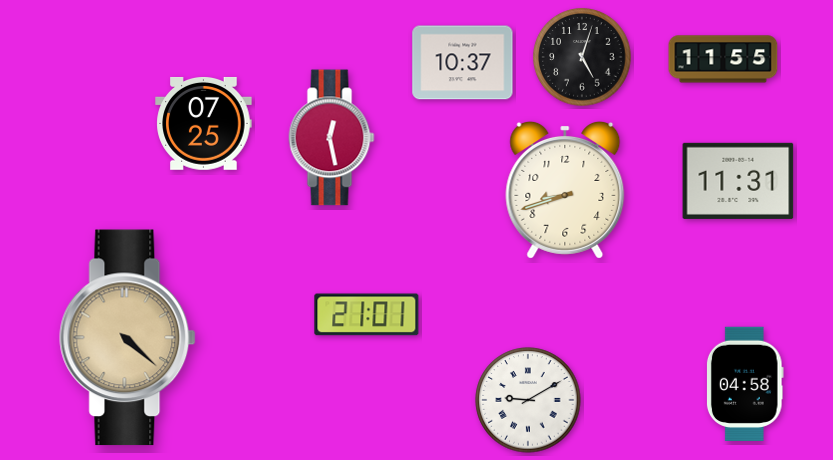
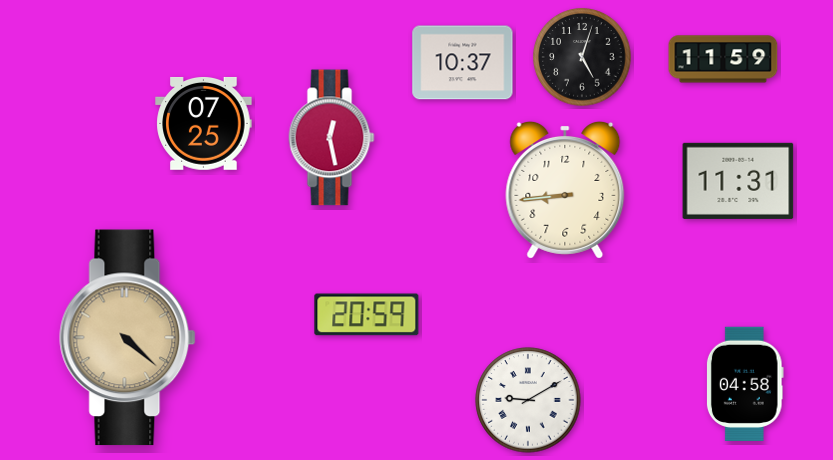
clock at (723, 59): 11:55 -> 11:59
clock at (565, 190): 8:42 -> 8:44
clock at (367, 315): 21:01 -> 20:59
